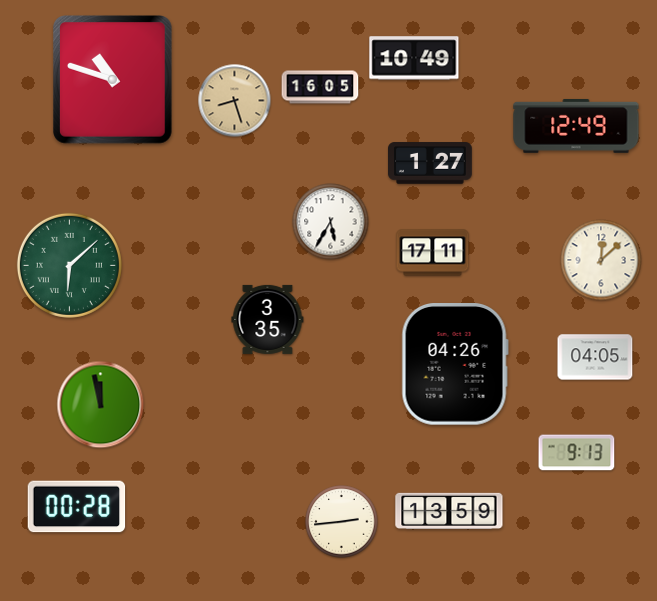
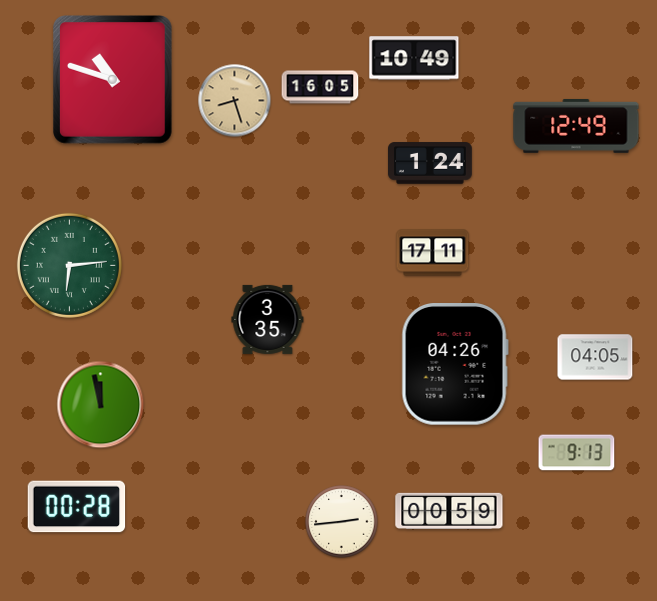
clock at (431, 163): 1:27 -> 1:24
clock at (331, 222): 5:35 -> none
clock at (601, 260): 12:08 -> none
clock at (69, 265): 6:08 -> 6:14
clock at (449, 511): 13:59 -> 00:59
